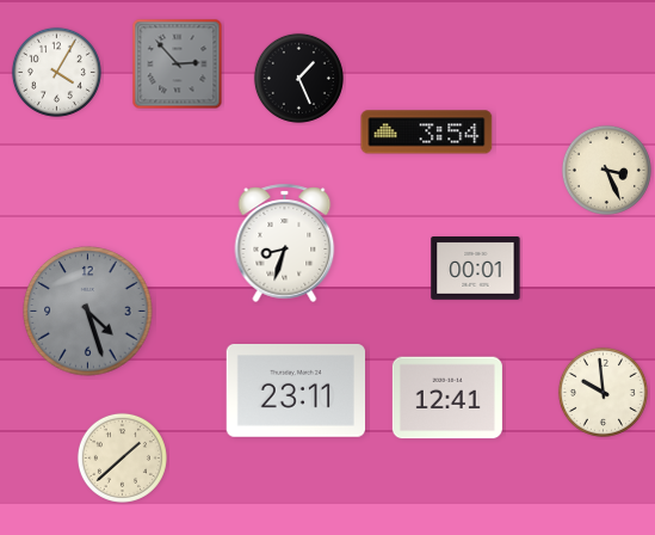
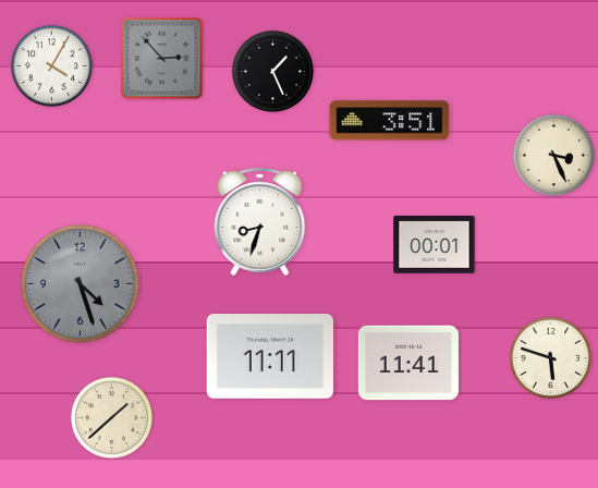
clock at (427, 133): 3:54 -> 3:51
clock at (295, 391): 23:11 -> 11:11
clock at (603, 392): 9:59 -> 5:48
clock at (447, 398): 12:41 -> 11:41
